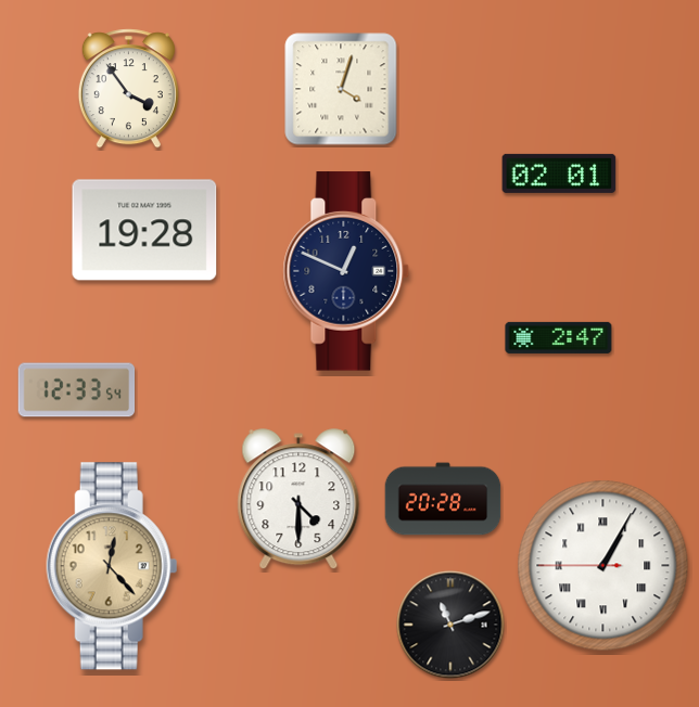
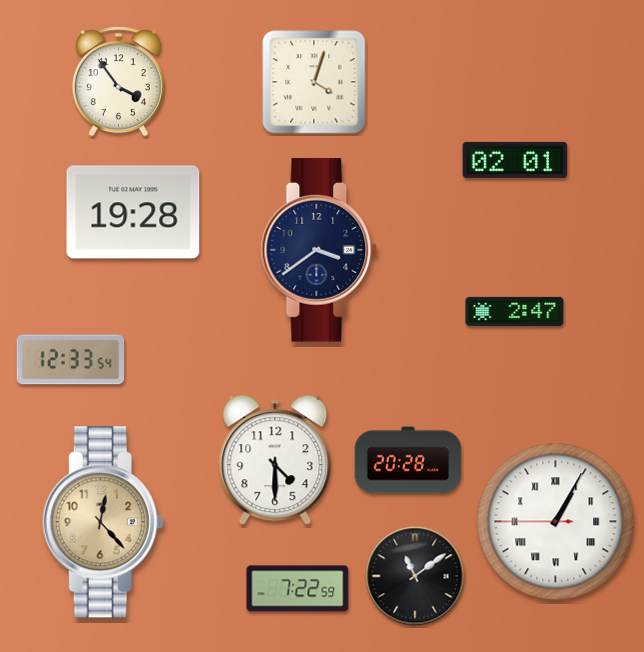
clock at (346, 271): 12:49 -> 3:39
clock at (450, 625): 11:12 -> 11:09
clock at (298, 589): none -> 7:22
